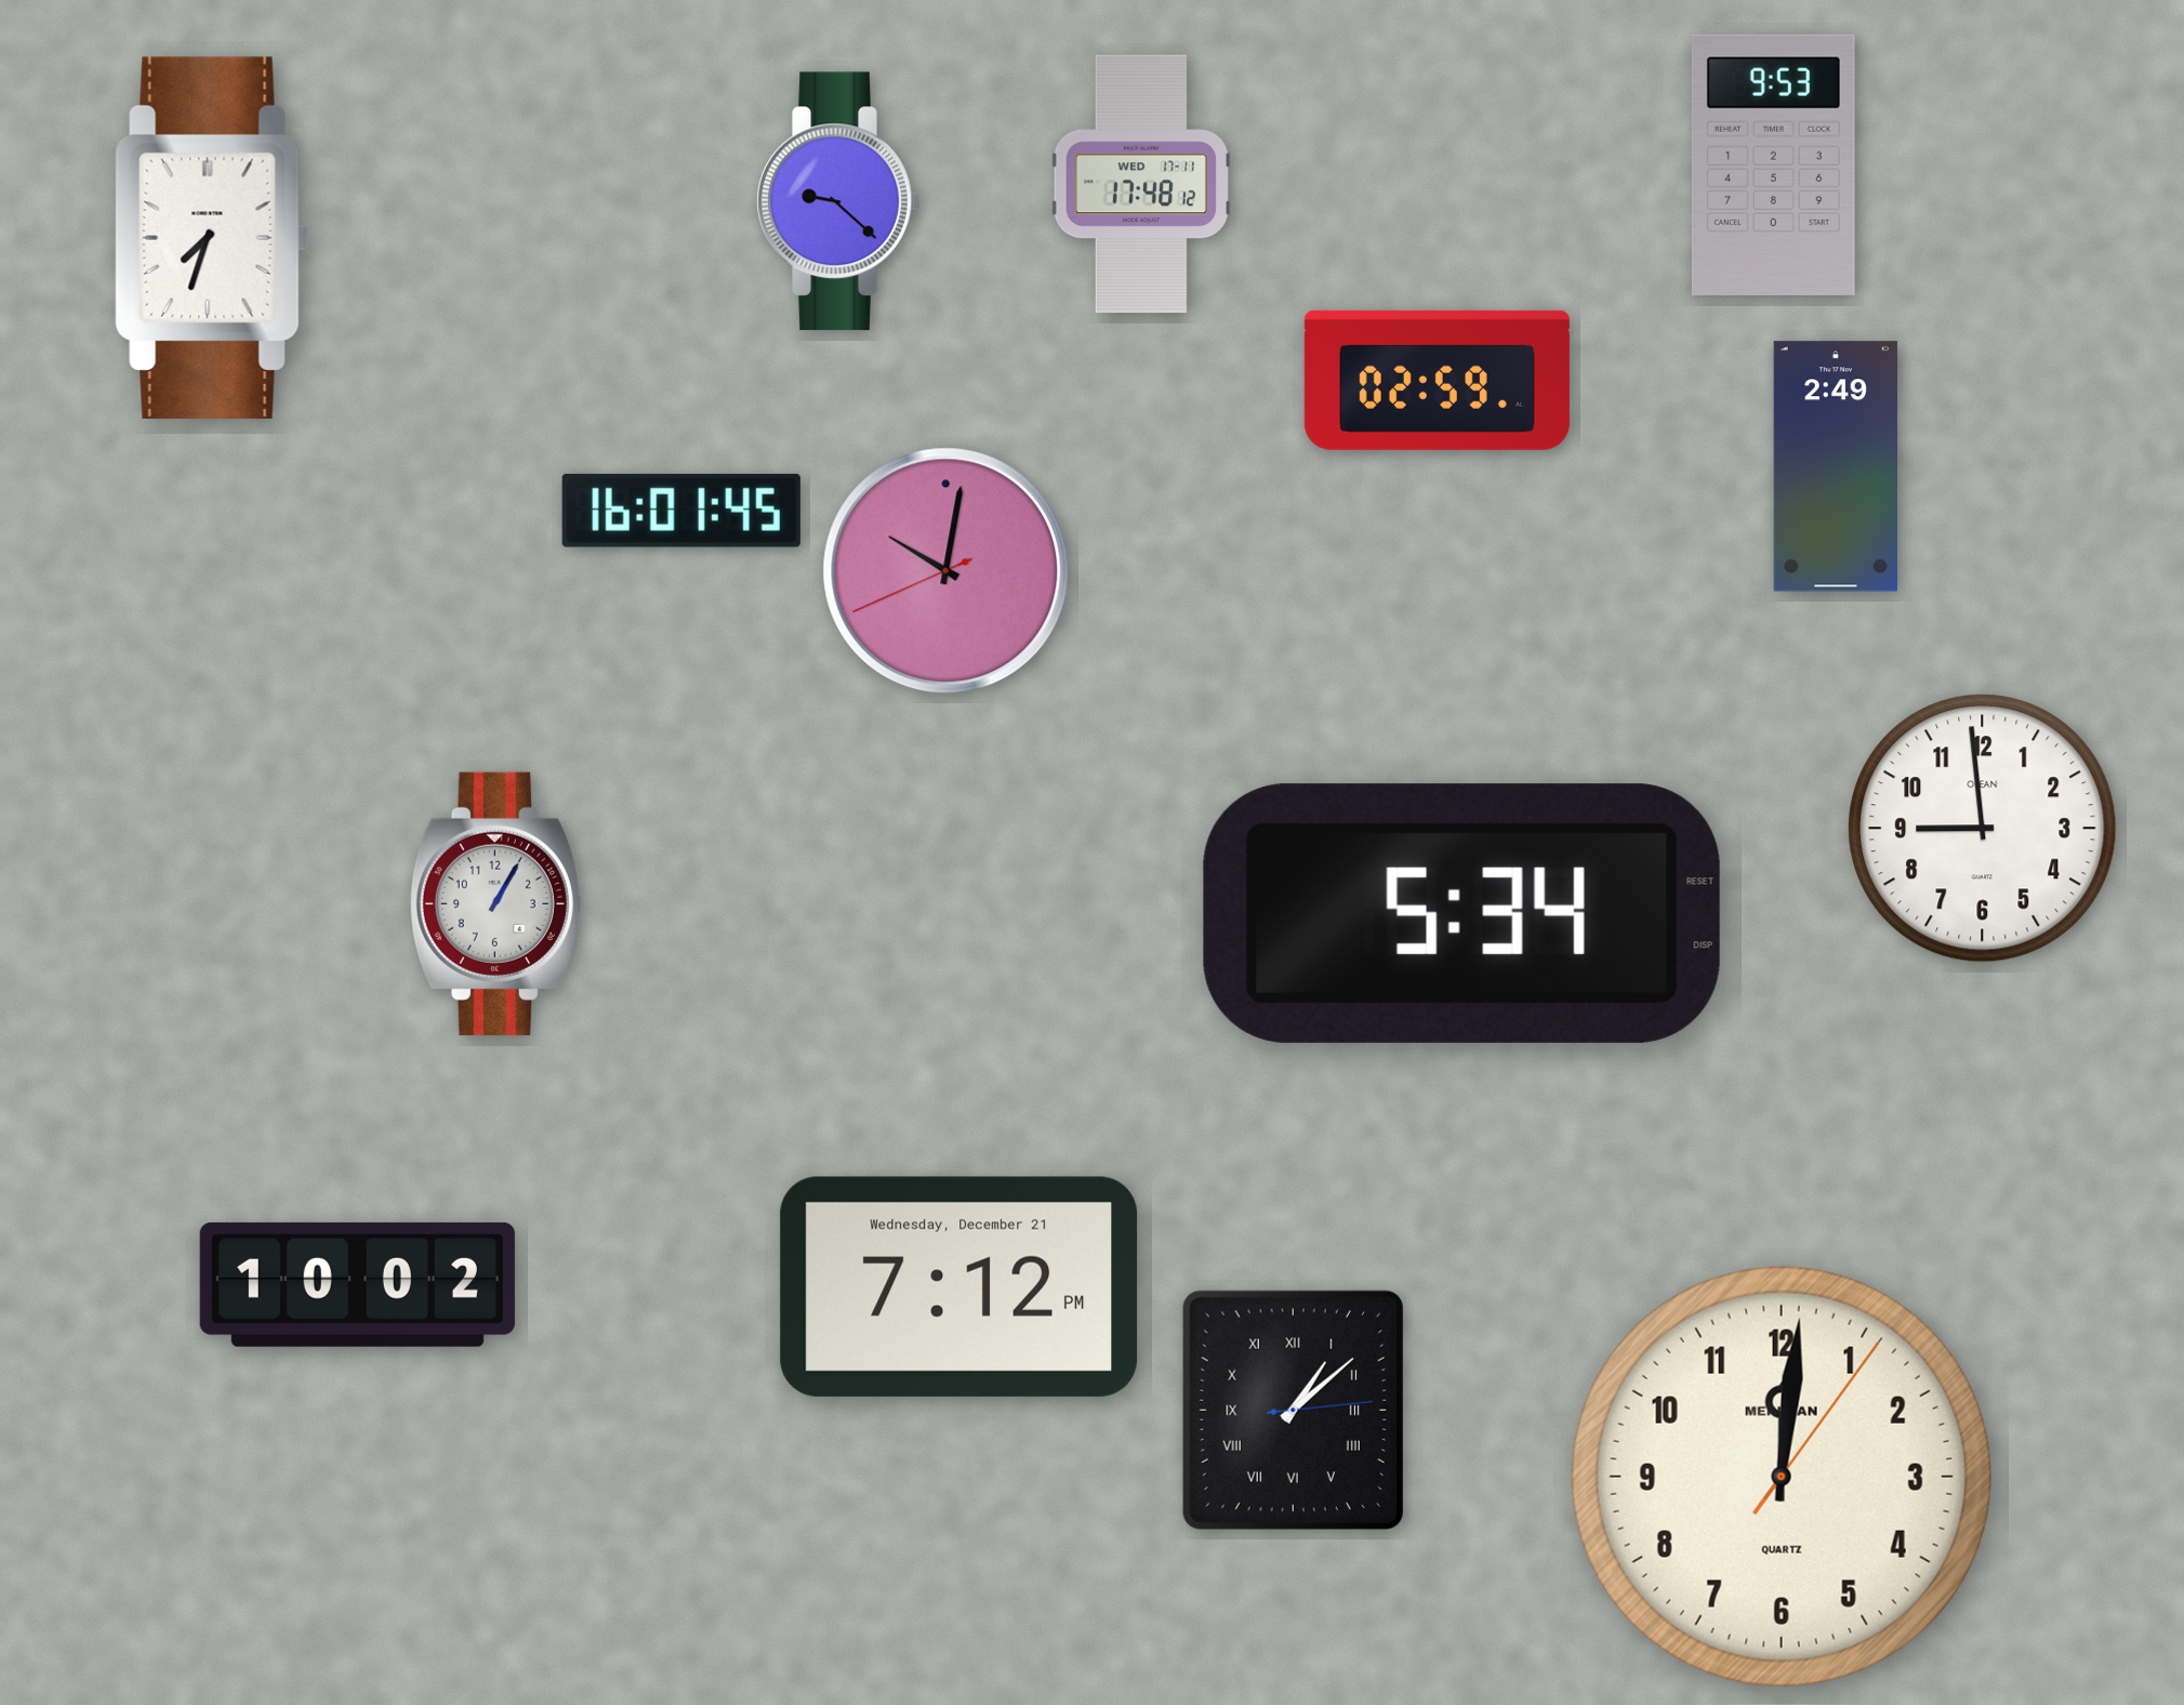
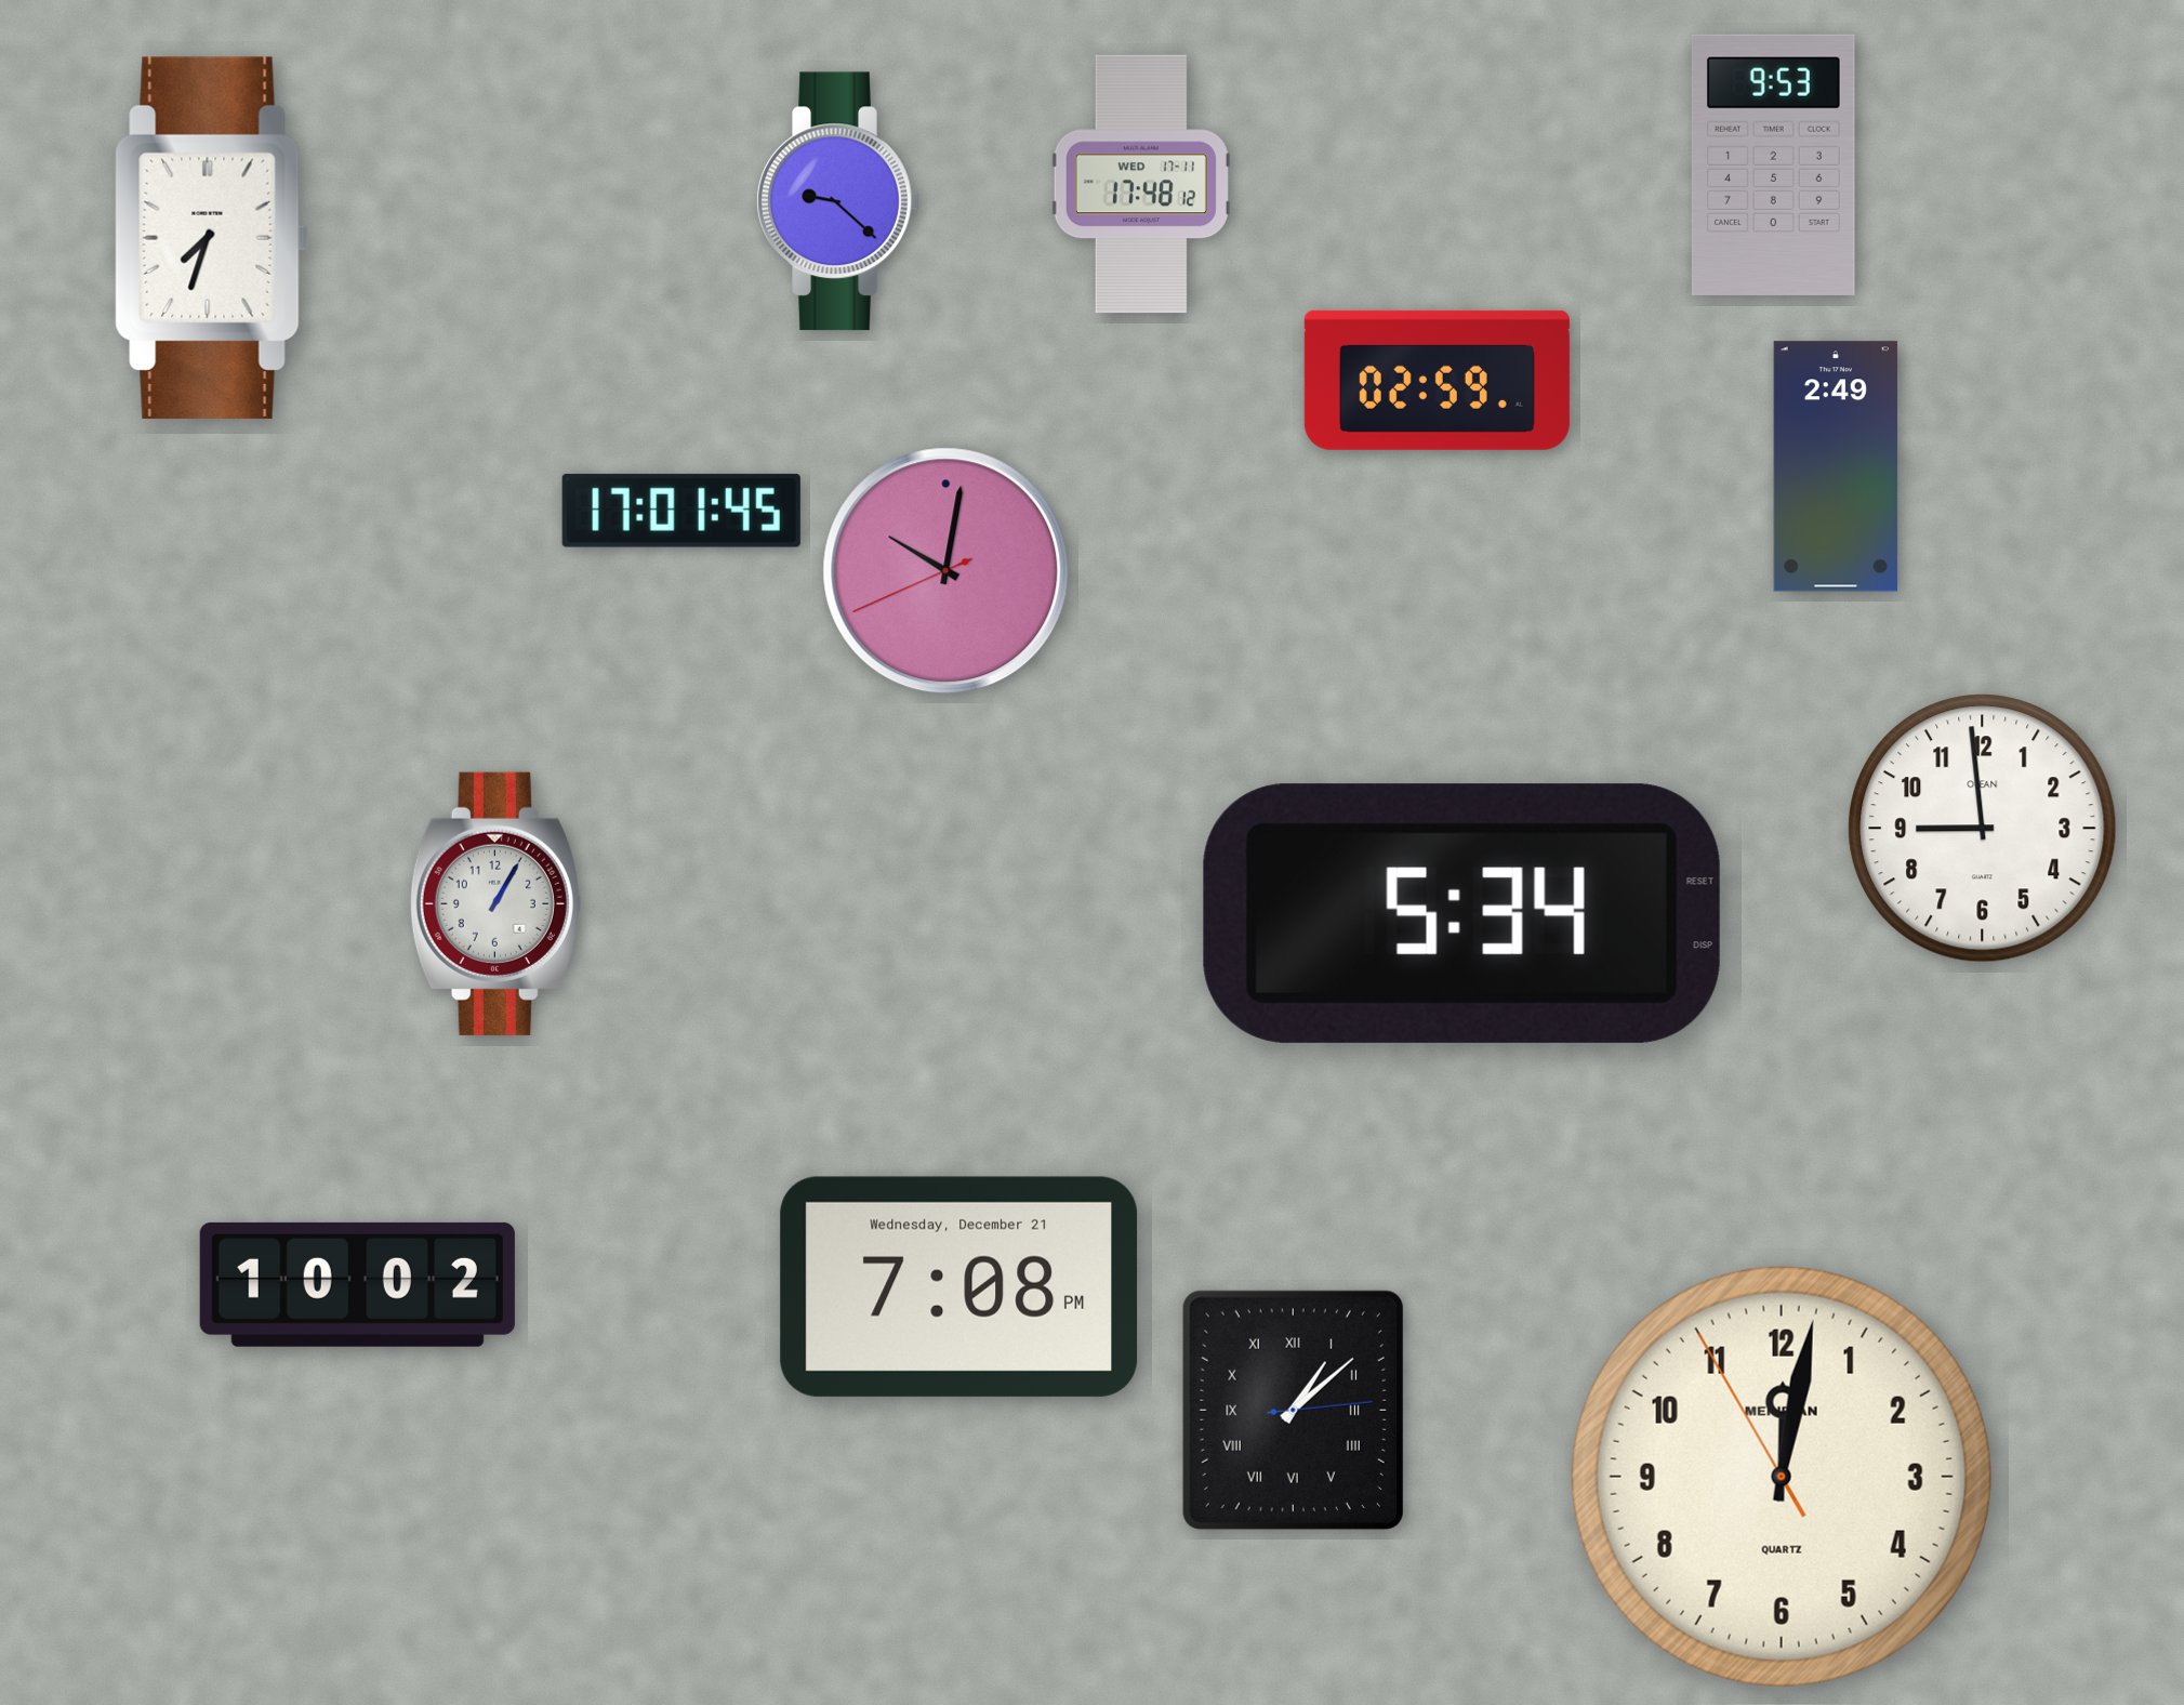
clock at (681, 511): 16:01 -> 17:01
clock at (959, 1286): 7:12 -> 7:08
clock at (1782, 1477): 12:01:06 -> 12:01:55
